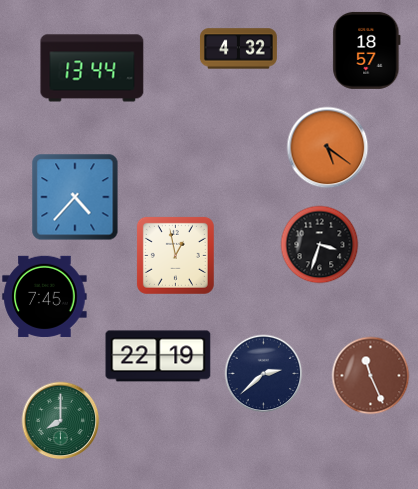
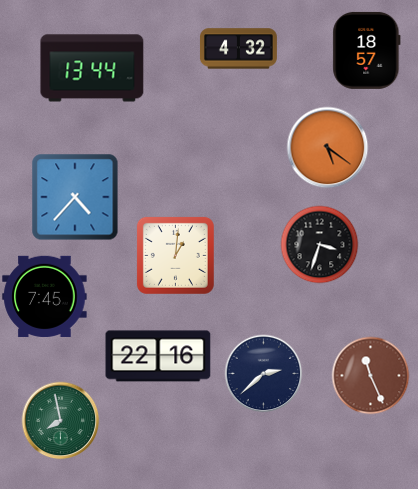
clock at (175, 255): 12:58 -> 1:01
clock at (158, 356): 22:19 -> 22:16
clock at (60, 420): 8:00 -> 7:58
